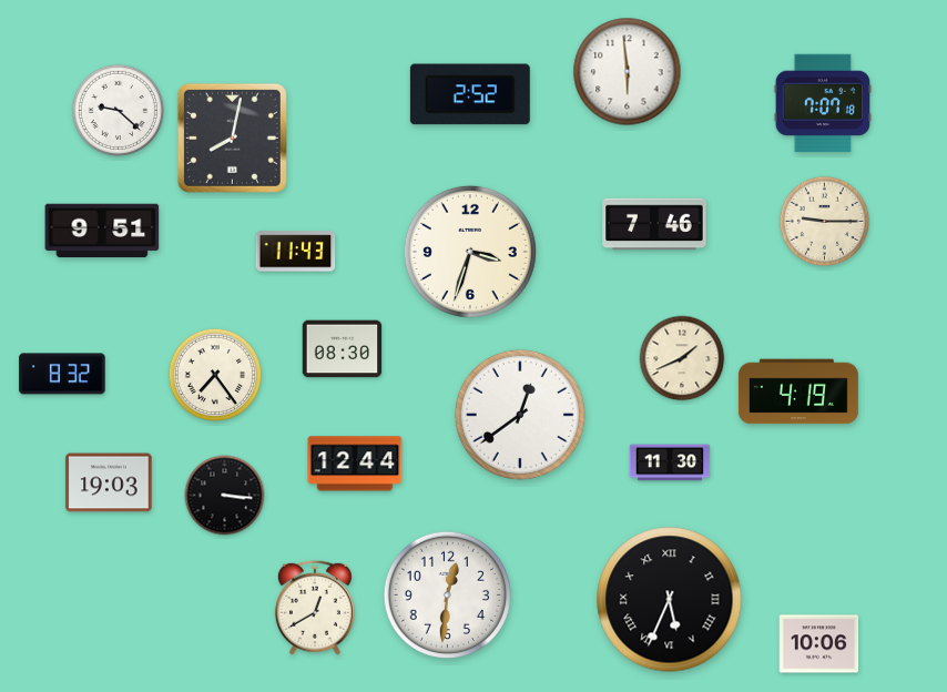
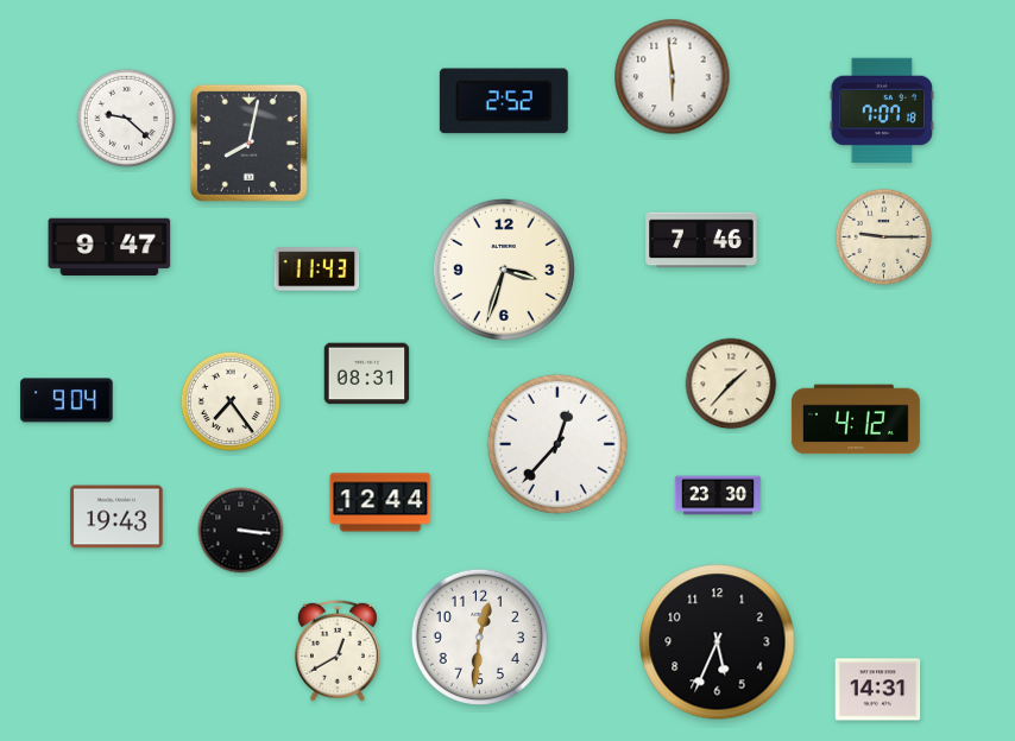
clock at (232, 138) position: (232, 138) -> (248, 142)
clock at (102, 231): 9:51 -> 9:47
clock at (343, 349): 08:30 -> 08:31
clock at (682, 358): 1:41 -> 1:37
clock at (62, 374): 8:32 -> 9:04
clock at (798, 391): 4:19 -> 4:12
clock at (520, 415): 12:39 -> 12:37
clock at (670, 462): 11:30 -> 23:30
clock at (355, 464) position: (355, 464) -> (380, 502)
clock at (109, 482): 19:03 -> 19:43
clock at (670, 600) numerals: Roman -> Arabic
clock at (819, 644): 10:06 -> 14:31
